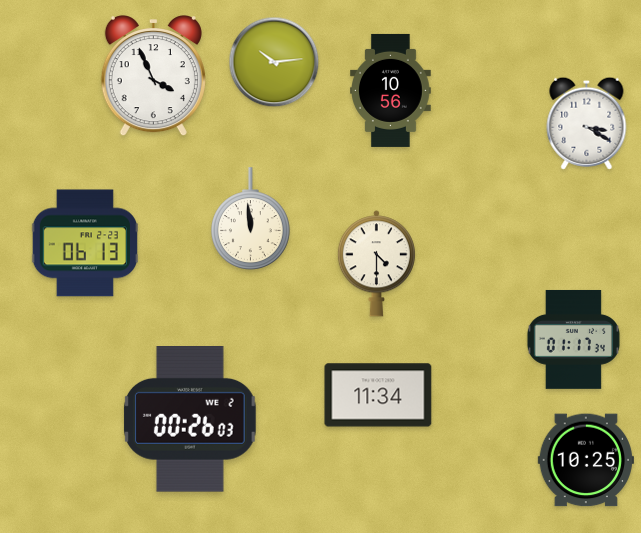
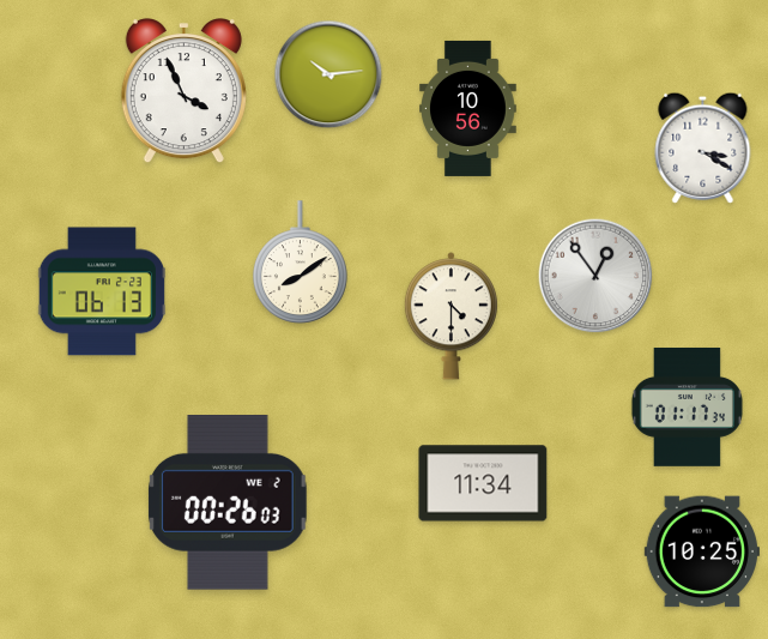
clock at (251, 219): 11:59 -> 8:09
clock at (595, 276): none -> 12:54
clock at (378, 395) position: (378, 395) -> (483, 483)
